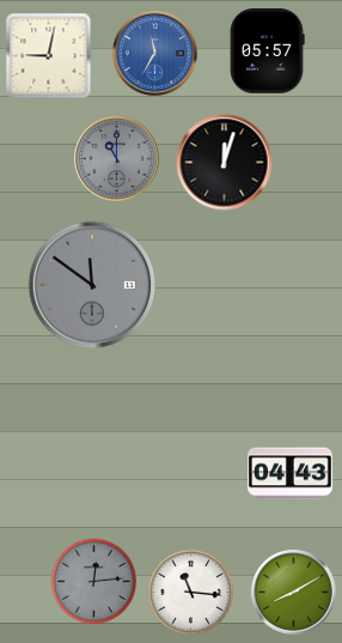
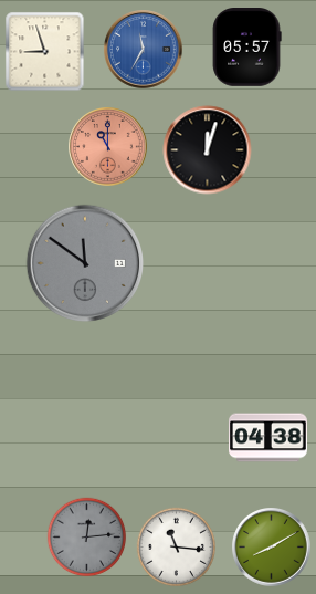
clock at (49, 56): 9:02 -> 8:57
clock at (117, 159) dial: grey -> salmon
clock at (291, 474): 04:43 -> 04:38
